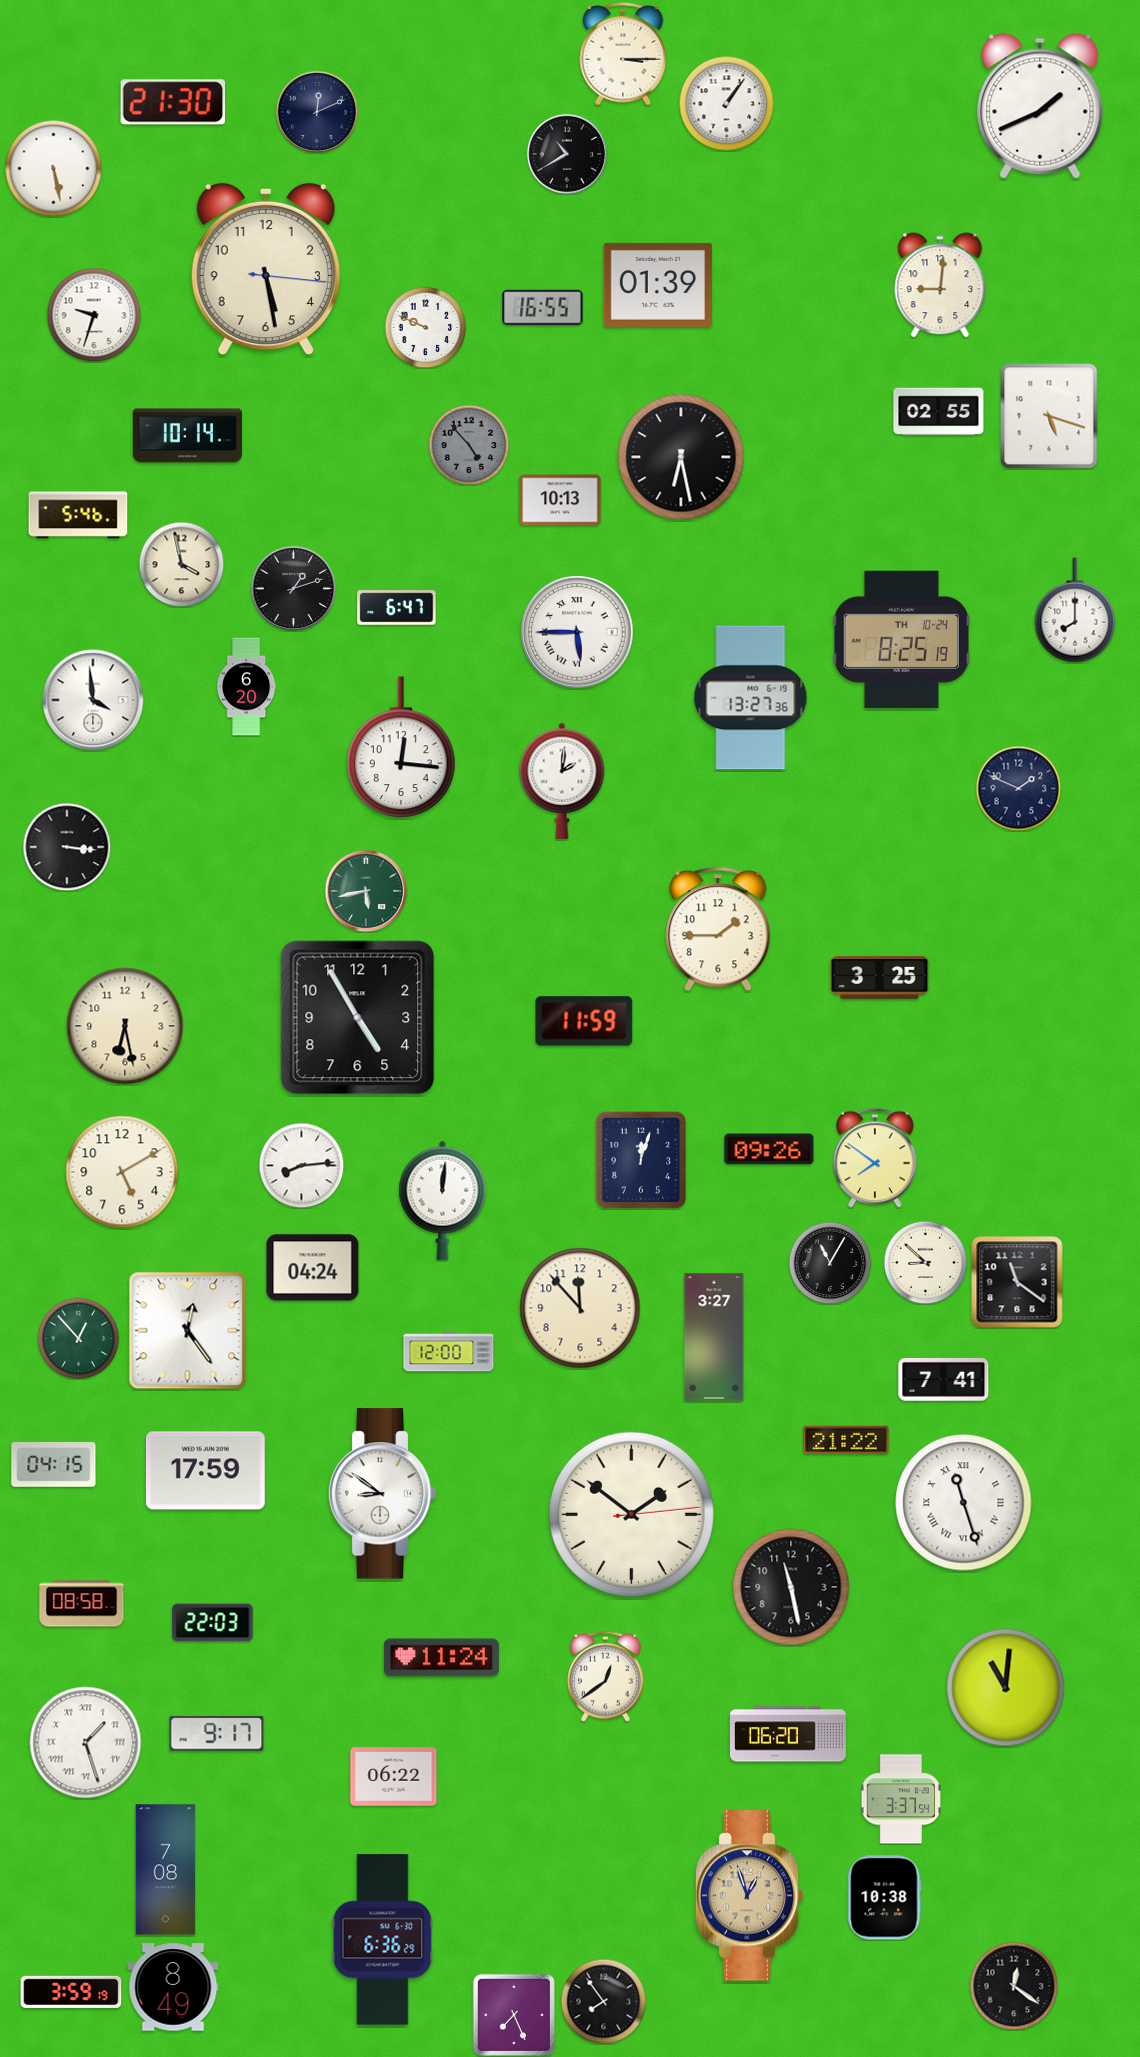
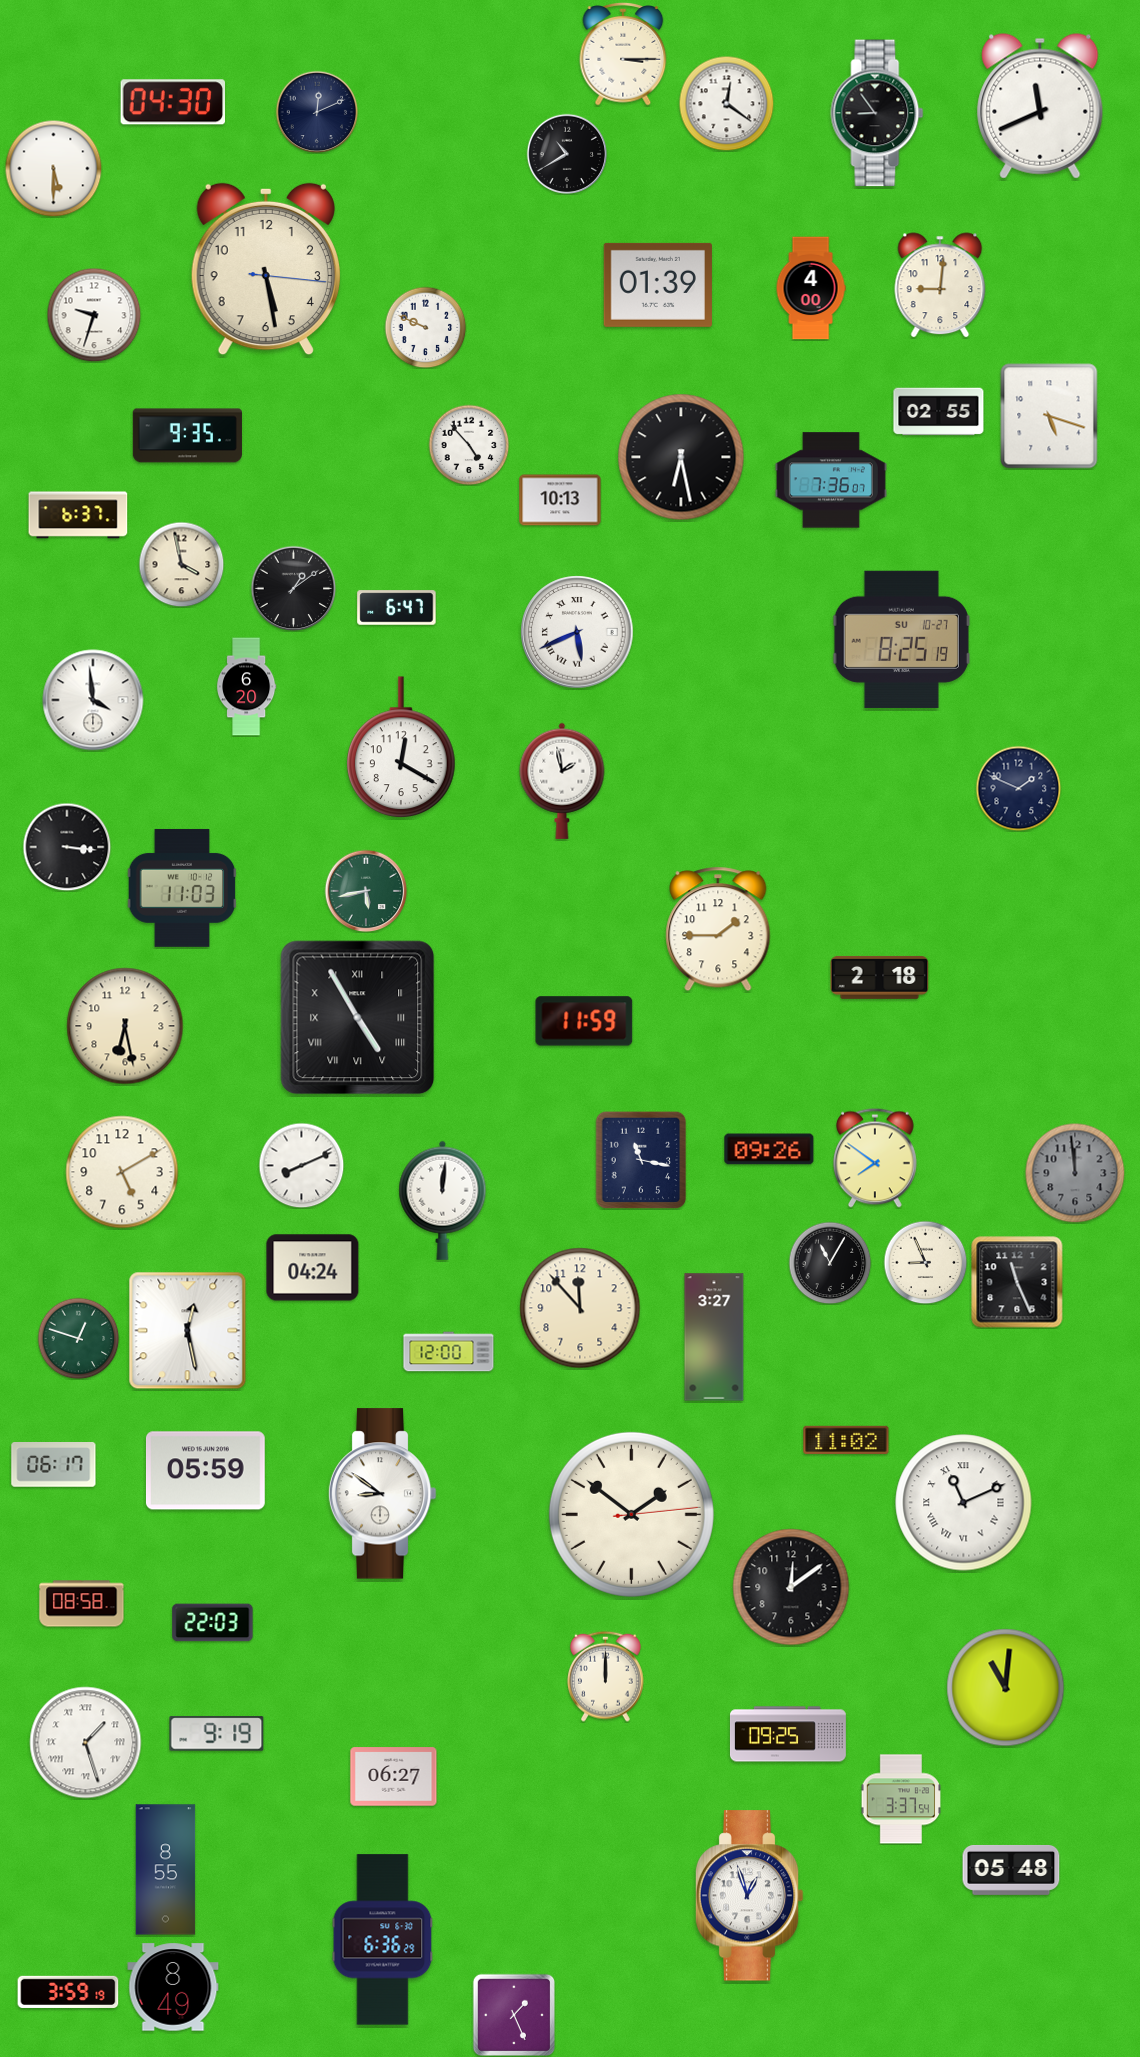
clock at (172, 102): 21:30 -> 04:30
clock at (726, 103): 1:06 -> 12:21
clock at (1040, 106): 1:41 -> 11:41
clock at (877, 113): none -> 8:54
clock at (53, 168): 5:28 -> 5:30
clock at (811, 288): none -> 4:00
clock at (543, 308): 16:55 -> none
clock at (187, 436): 10:14 -> 9:35
clock at (469, 445) dial: grey -> white
clock at (831, 480): none -> 7:36
clock at (78, 515): 5:46 -> 6:37
clock at (293, 588): 1:12 -> 1:09
clock at (1075, 610): 8:00 -> none
clock at (577, 632): 5:45 -> 5:41
clock at (901, 639) date: TH 10-24 -> SU 10-27
clock at (751, 698): 13:27 -> none
clock at (401, 748): 12:16 -> 12:20
clock at (562, 781): 2:01 -> 1:58
clock at (182, 888): none -> 11:03
clock at (880, 978): 3:25 -> 2:18
clock at (358, 1018) numerals: Arabic -> Roman
clock at (641, 1160): 12:03 -> 11:17
clock at (301, 1165): 8:14 -> 8:11
clock at (1075, 1173): none -> 11:59
clock at (925, 1262): 8:52 -> 8:56
clock at (1017, 1282): 11:21 -> 11:26
clock at (188, 1331): 12:24 -> 12:28
clock at (78, 1338): 12:53 -> 12:48
clock at (944, 1379): 7:41 -> none
clock at (846, 1440): 21:22 -> 11:02
clock at (54, 1465): 04:15 -> 06:17
clock at (205, 1471): 17:59 -> 05:59
clock at (964, 1503): 11:27 -> 11:11
clock at (791, 1587): 11:28 -> 12:09
clock at (441, 1658): 11:24 -> none
clock at (606, 1676): 12:39 -> 12:00
clock at (217, 1734): 9:17 -> 9:19
clock at (788, 1734): 06:20 -> 09:25
clock at (394, 1777): 06:22 -> 06:27
clock at (166, 1870): 7:08 -> 8:55
clock at (1011, 1870): none -> 05:48
clock at (749, 1896) dial: champagne -> white
clock at (885, 1898): 10:38 -> none
clock at (1014, 1986): 12:21 -> none
clock at (71, 1991) position: (71, 1991) -> (68, 1991)
clock at (603, 2001): 7:54 -> none
clock at (513, 2014): 7:26 -> 1:26
